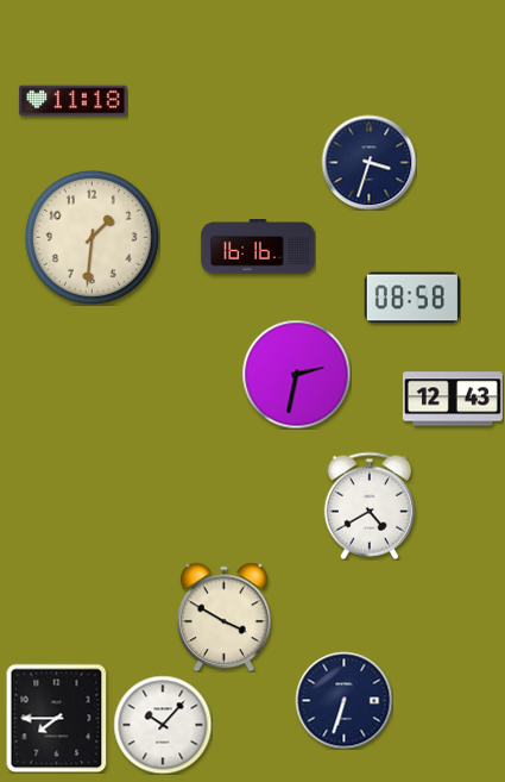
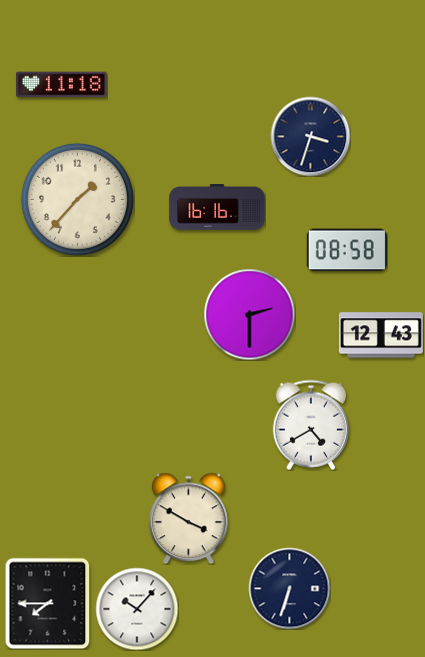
clock at (91, 237): 1:31 -> 1:37
clock at (296, 374): 2:32 -> 2:30
